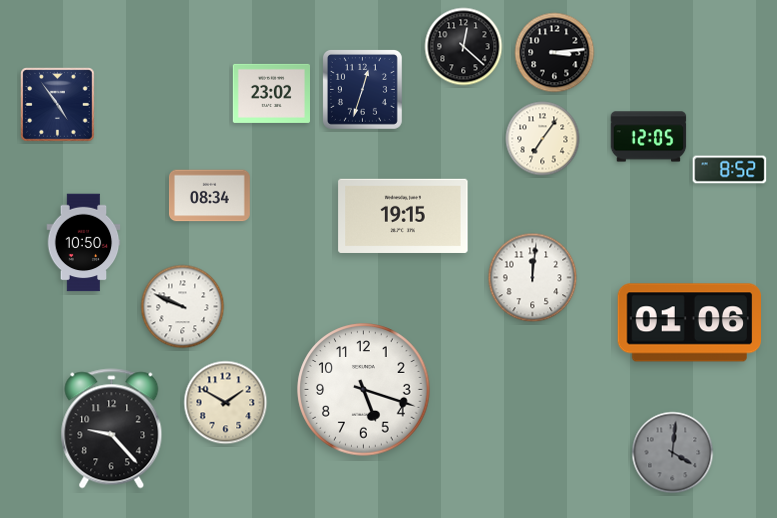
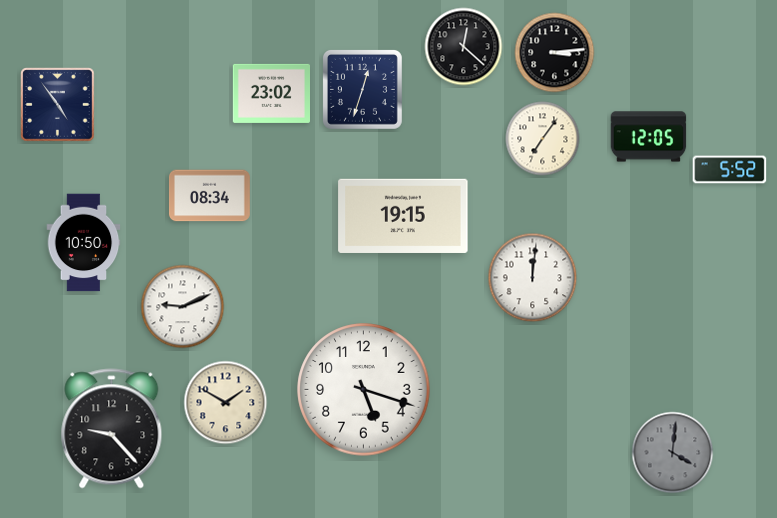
clock at (730, 170): 8:52 -> 5:52
clock at (183, 307): 9:49 -> 9:11
clock at (689, 323): 01:06 -> none
